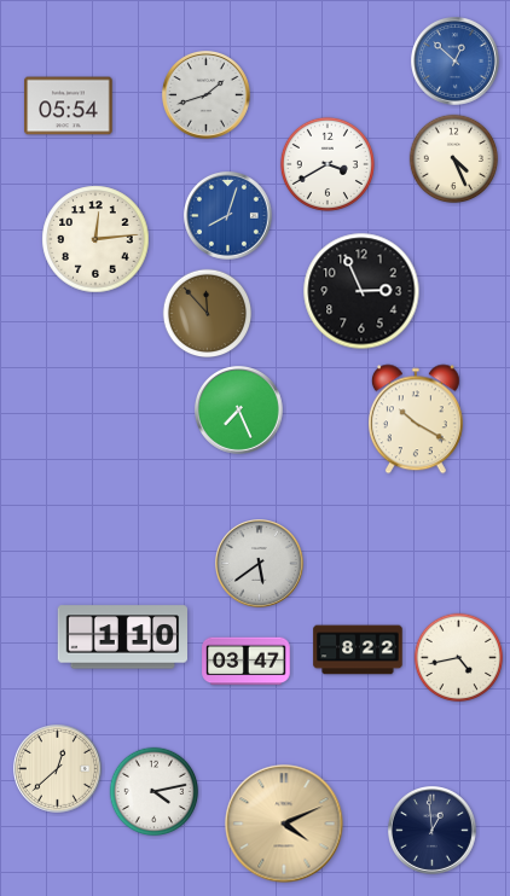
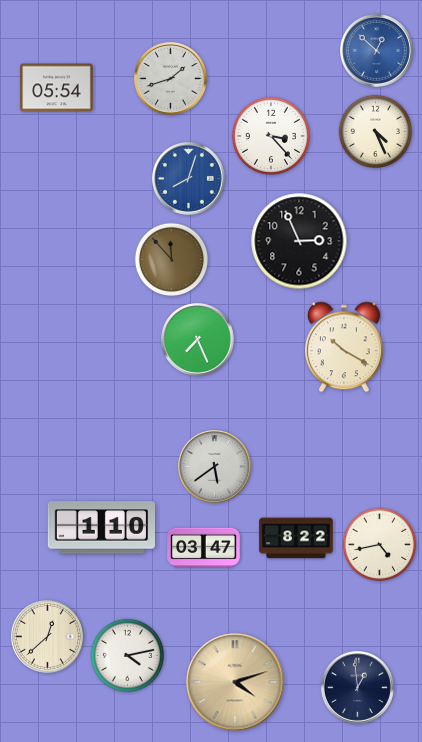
clock at (328, 164): 3:40 -> 3:23
clock at (95, 239): 12:14 -> none
clock at (284, 824): 4:11 -> 4:12
